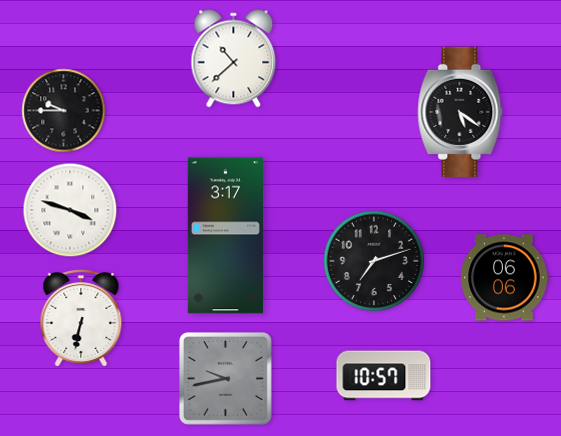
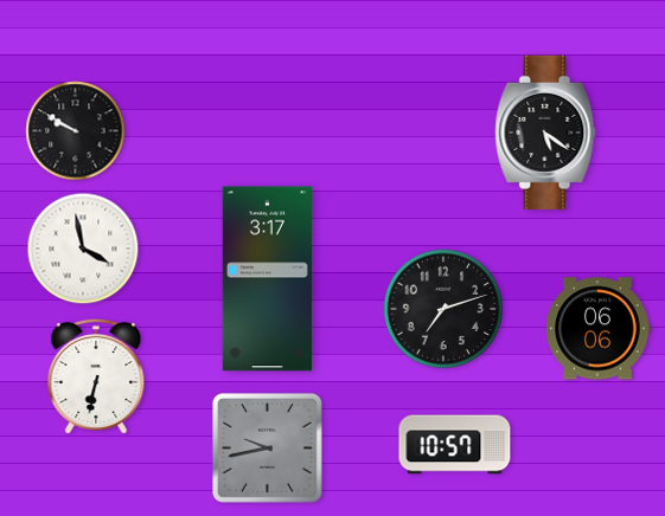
clock at (234, 59): 10:38 -> none
clock at (64, 111): 9:45 -> 9:50
clock at (70, 210): 3:48 -> 3:58
